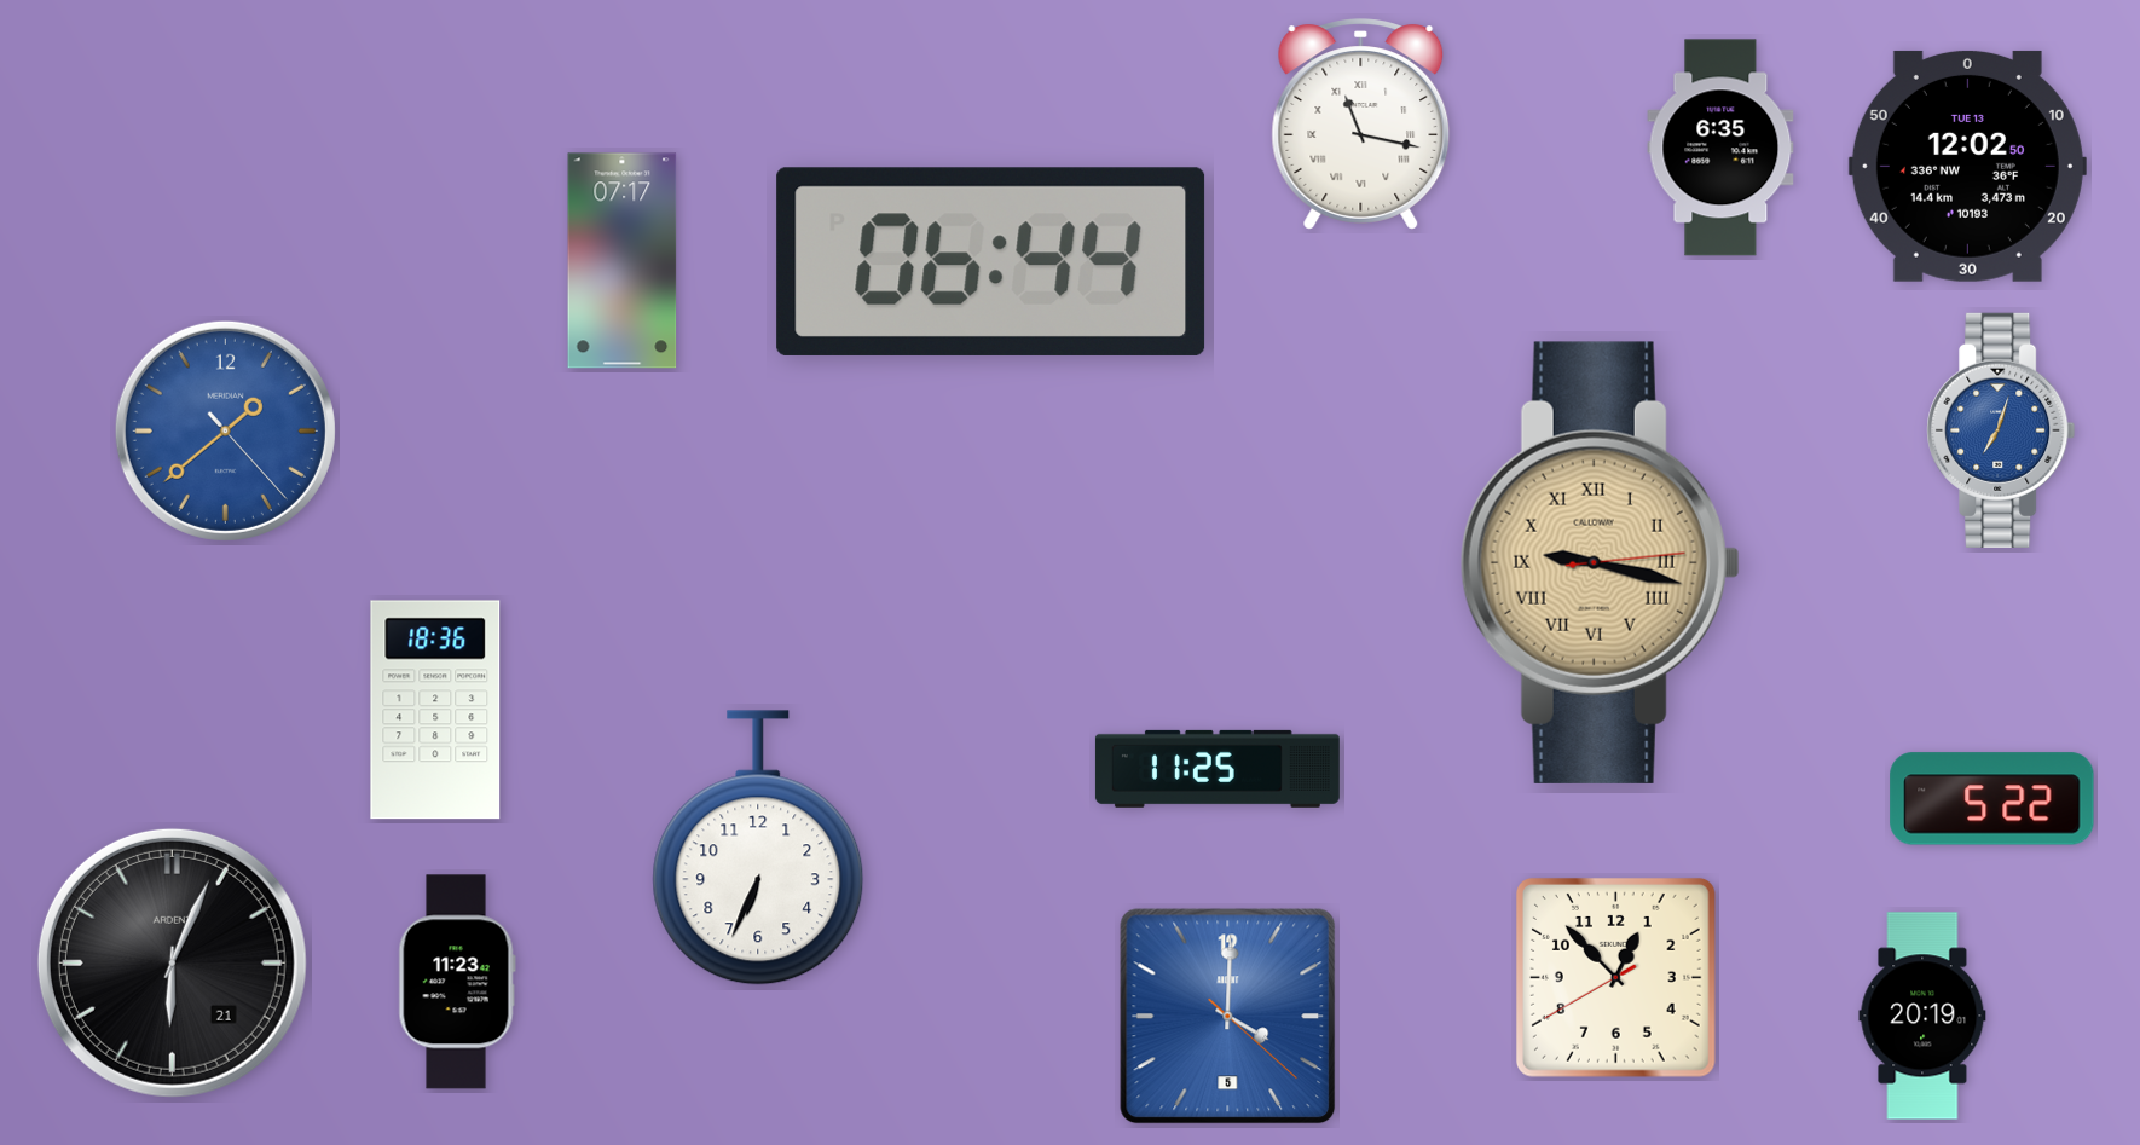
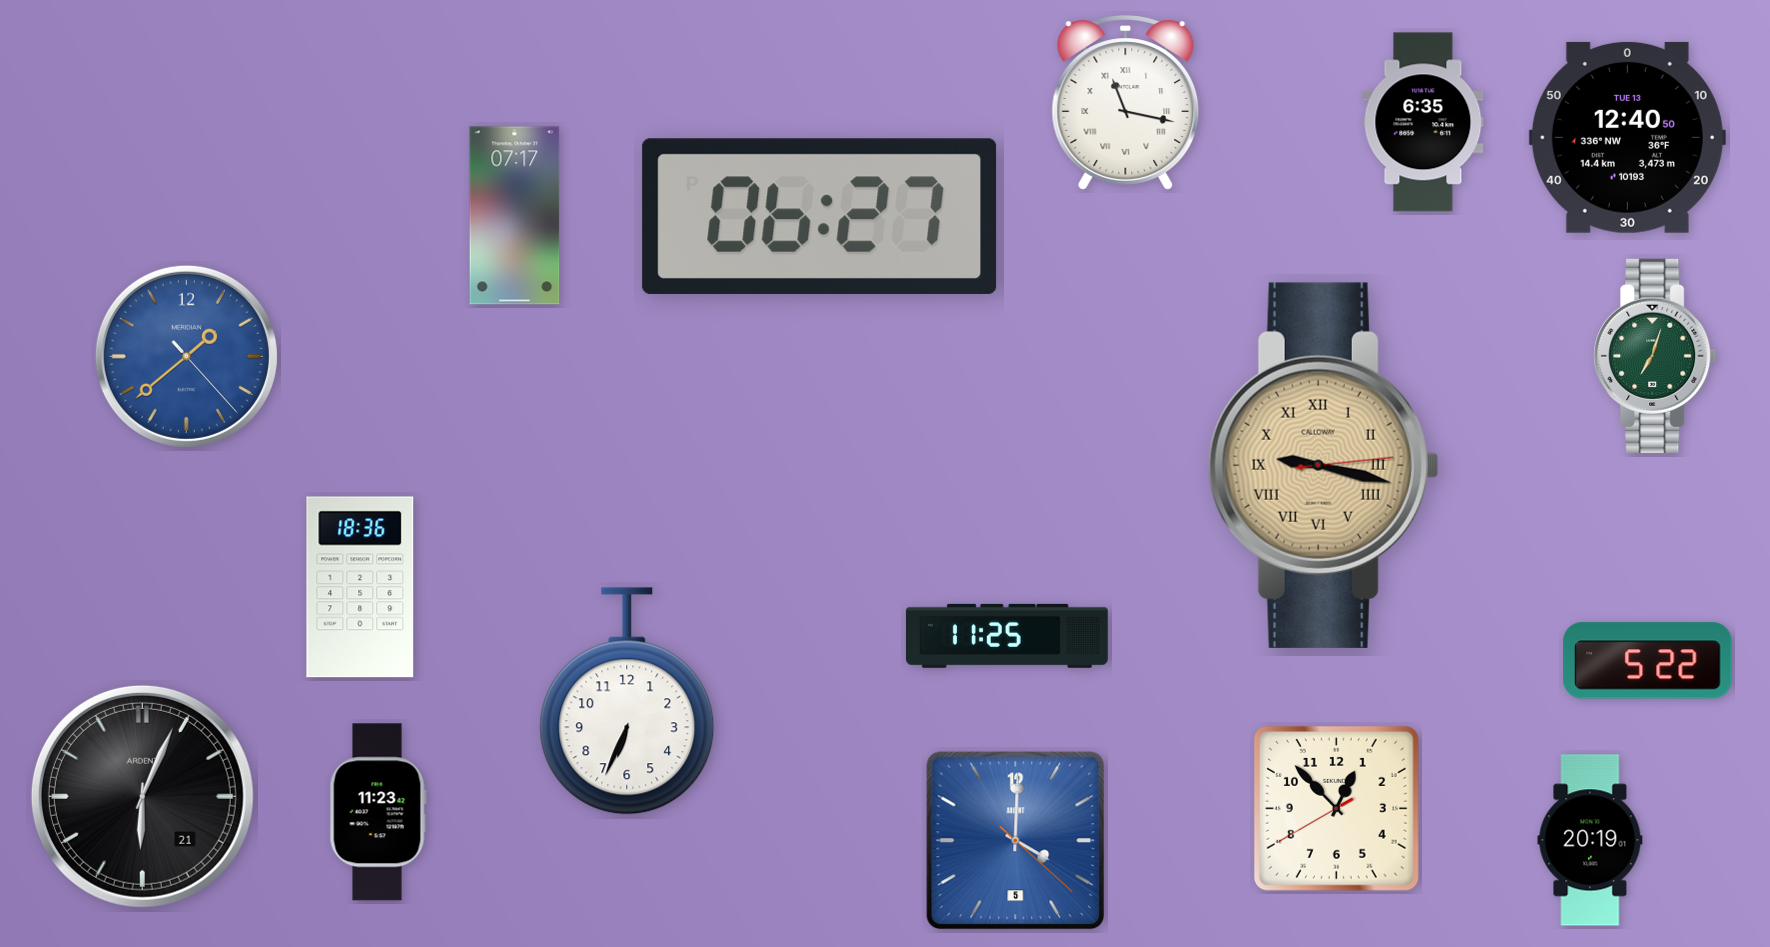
clock at (1967, 166): 12:02 -> 12:40
clock at (991, 261): 06:44 -> 06:27
clock at (2001, 430) dial: blue -> green
